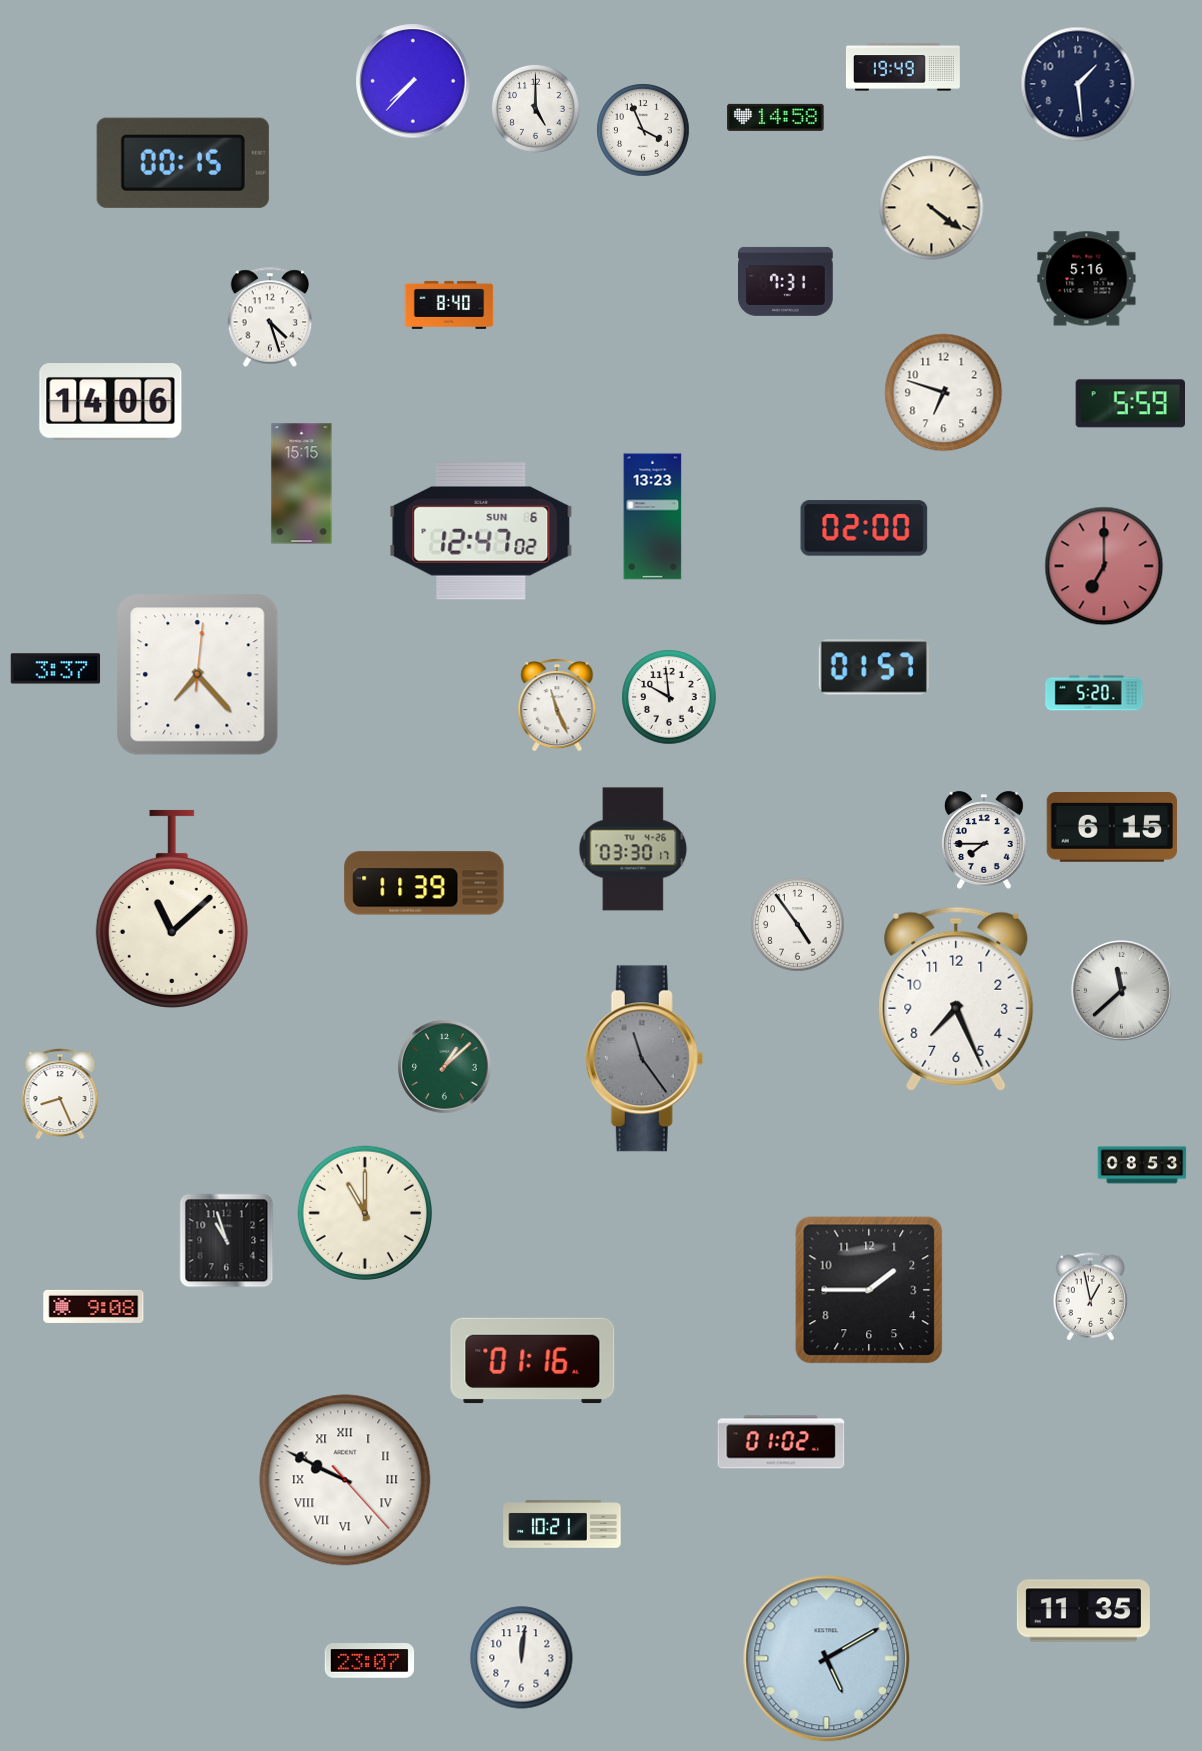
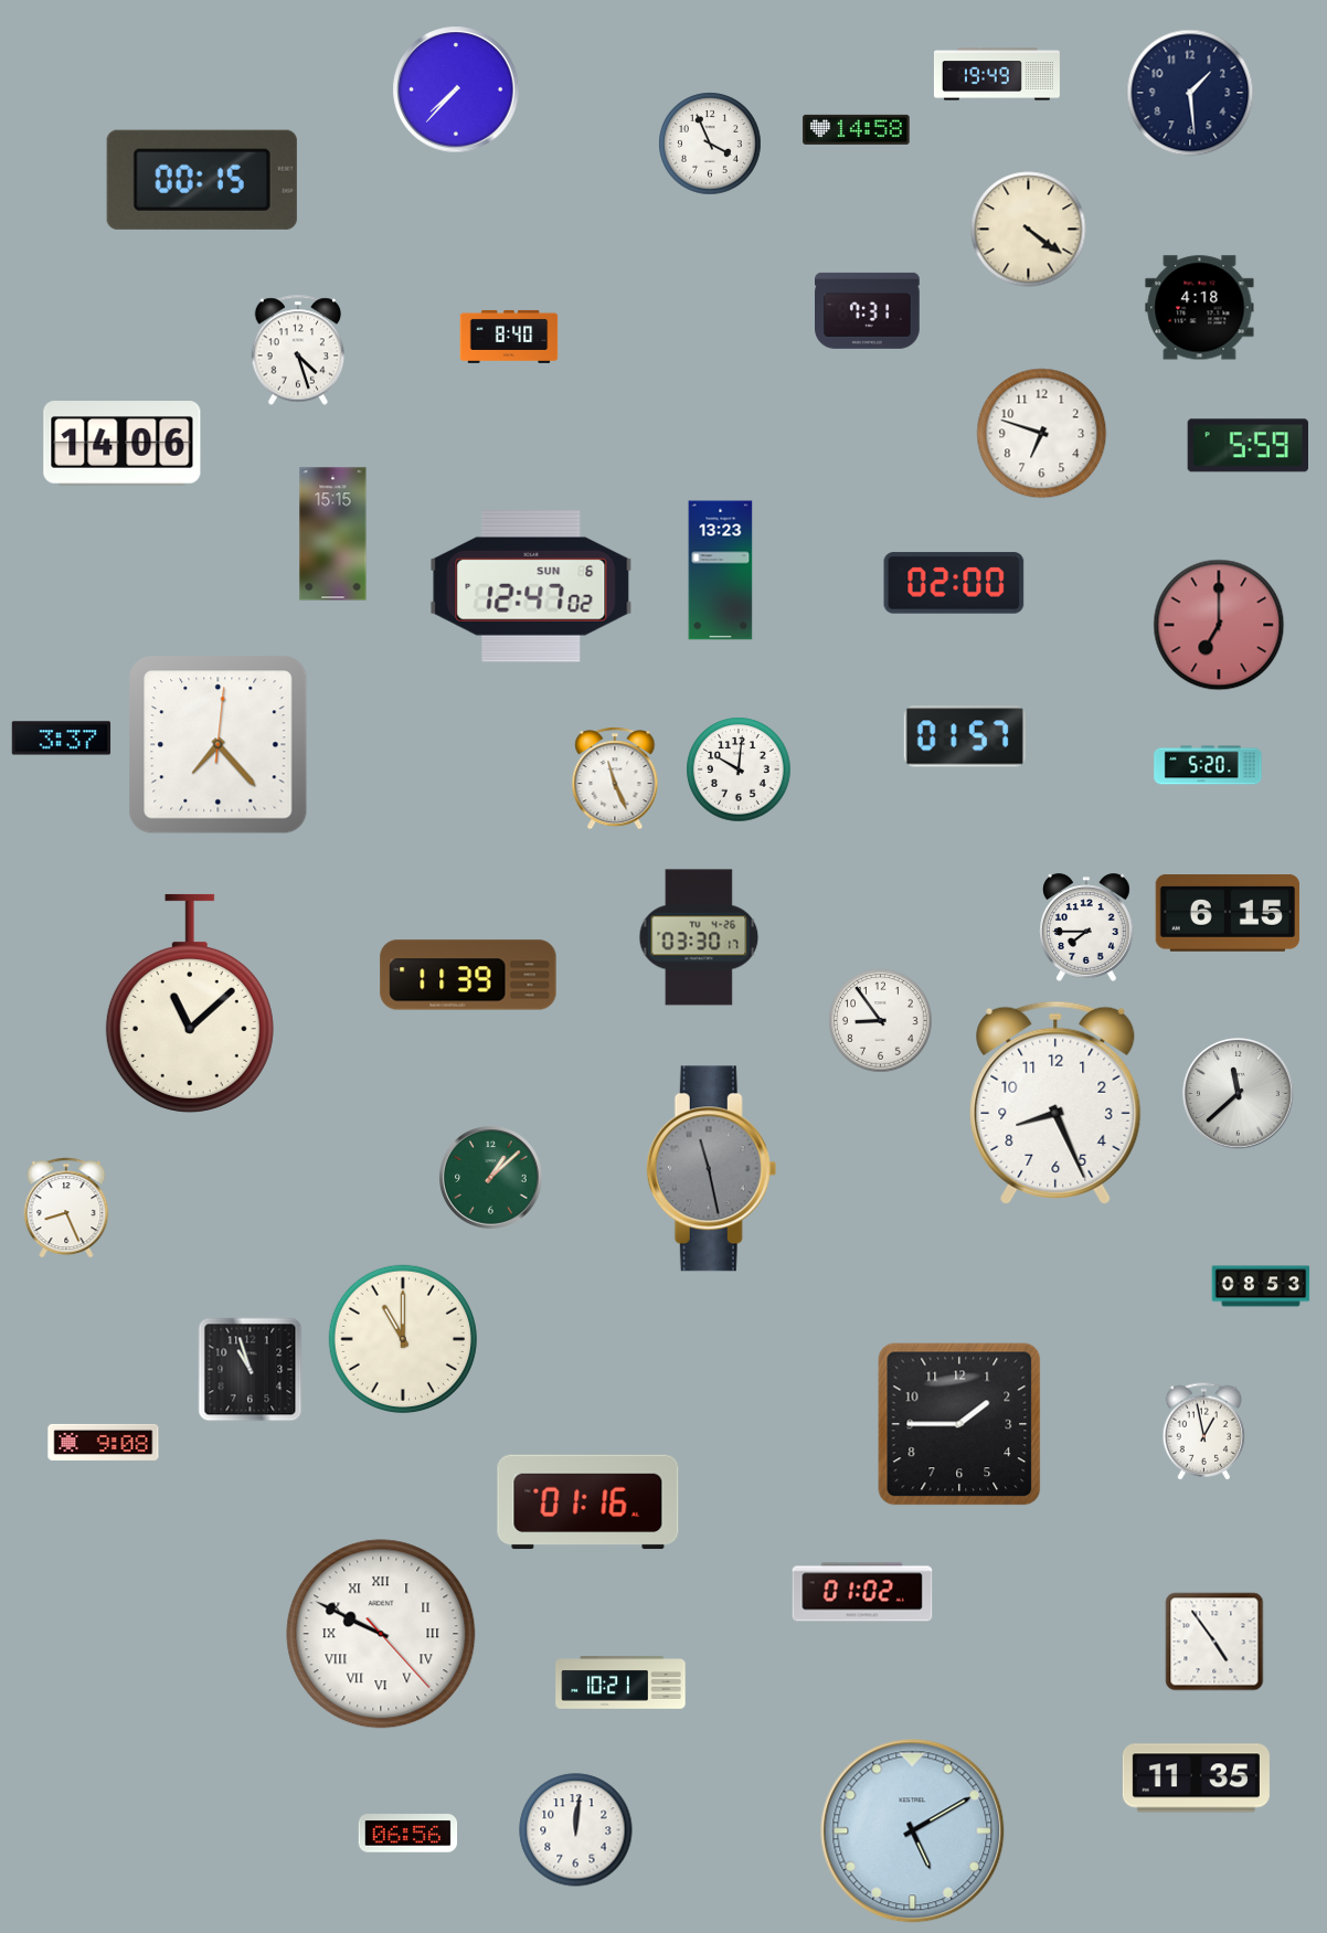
clock at (535, 108): 5:00 -> none
clock at (1087, 279): 5:16 -> 4:18
clock at (449, 305) position: (449, 305) -> (509, 337)
clock at (669, 697): 9:59 -> 10:01
clock at (798, 925): 4:54 -> 8:54
clock at (956, 999): 7:26 -> 8:26
clock at (645, 1059): 11:24 -> 11:28
clock at (1214, 1642): none -> 4:54
clock at (370, 1661): 23:07 -> 06:56
